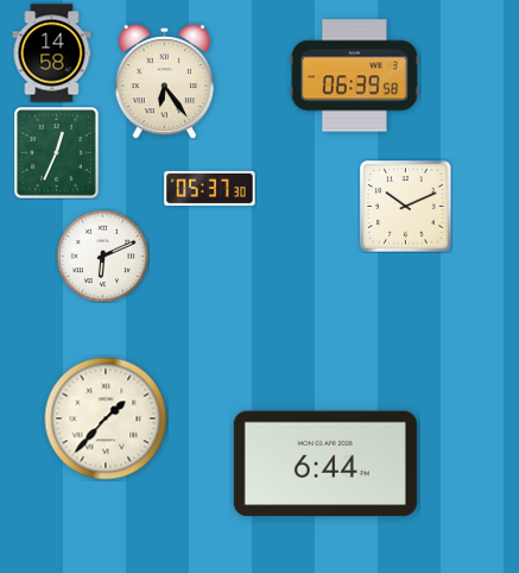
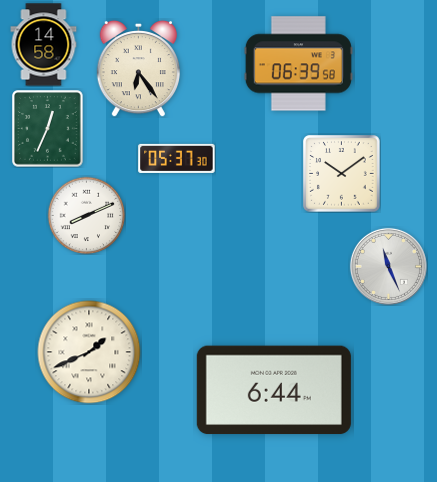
clock at (406, 207): 10:11 -> 10:09
clock at (102, 256): 6:11 -> 8:11
clock at (388, 266): none -> 11:26
clock at (106, 418): 1:37 -> 1:41
